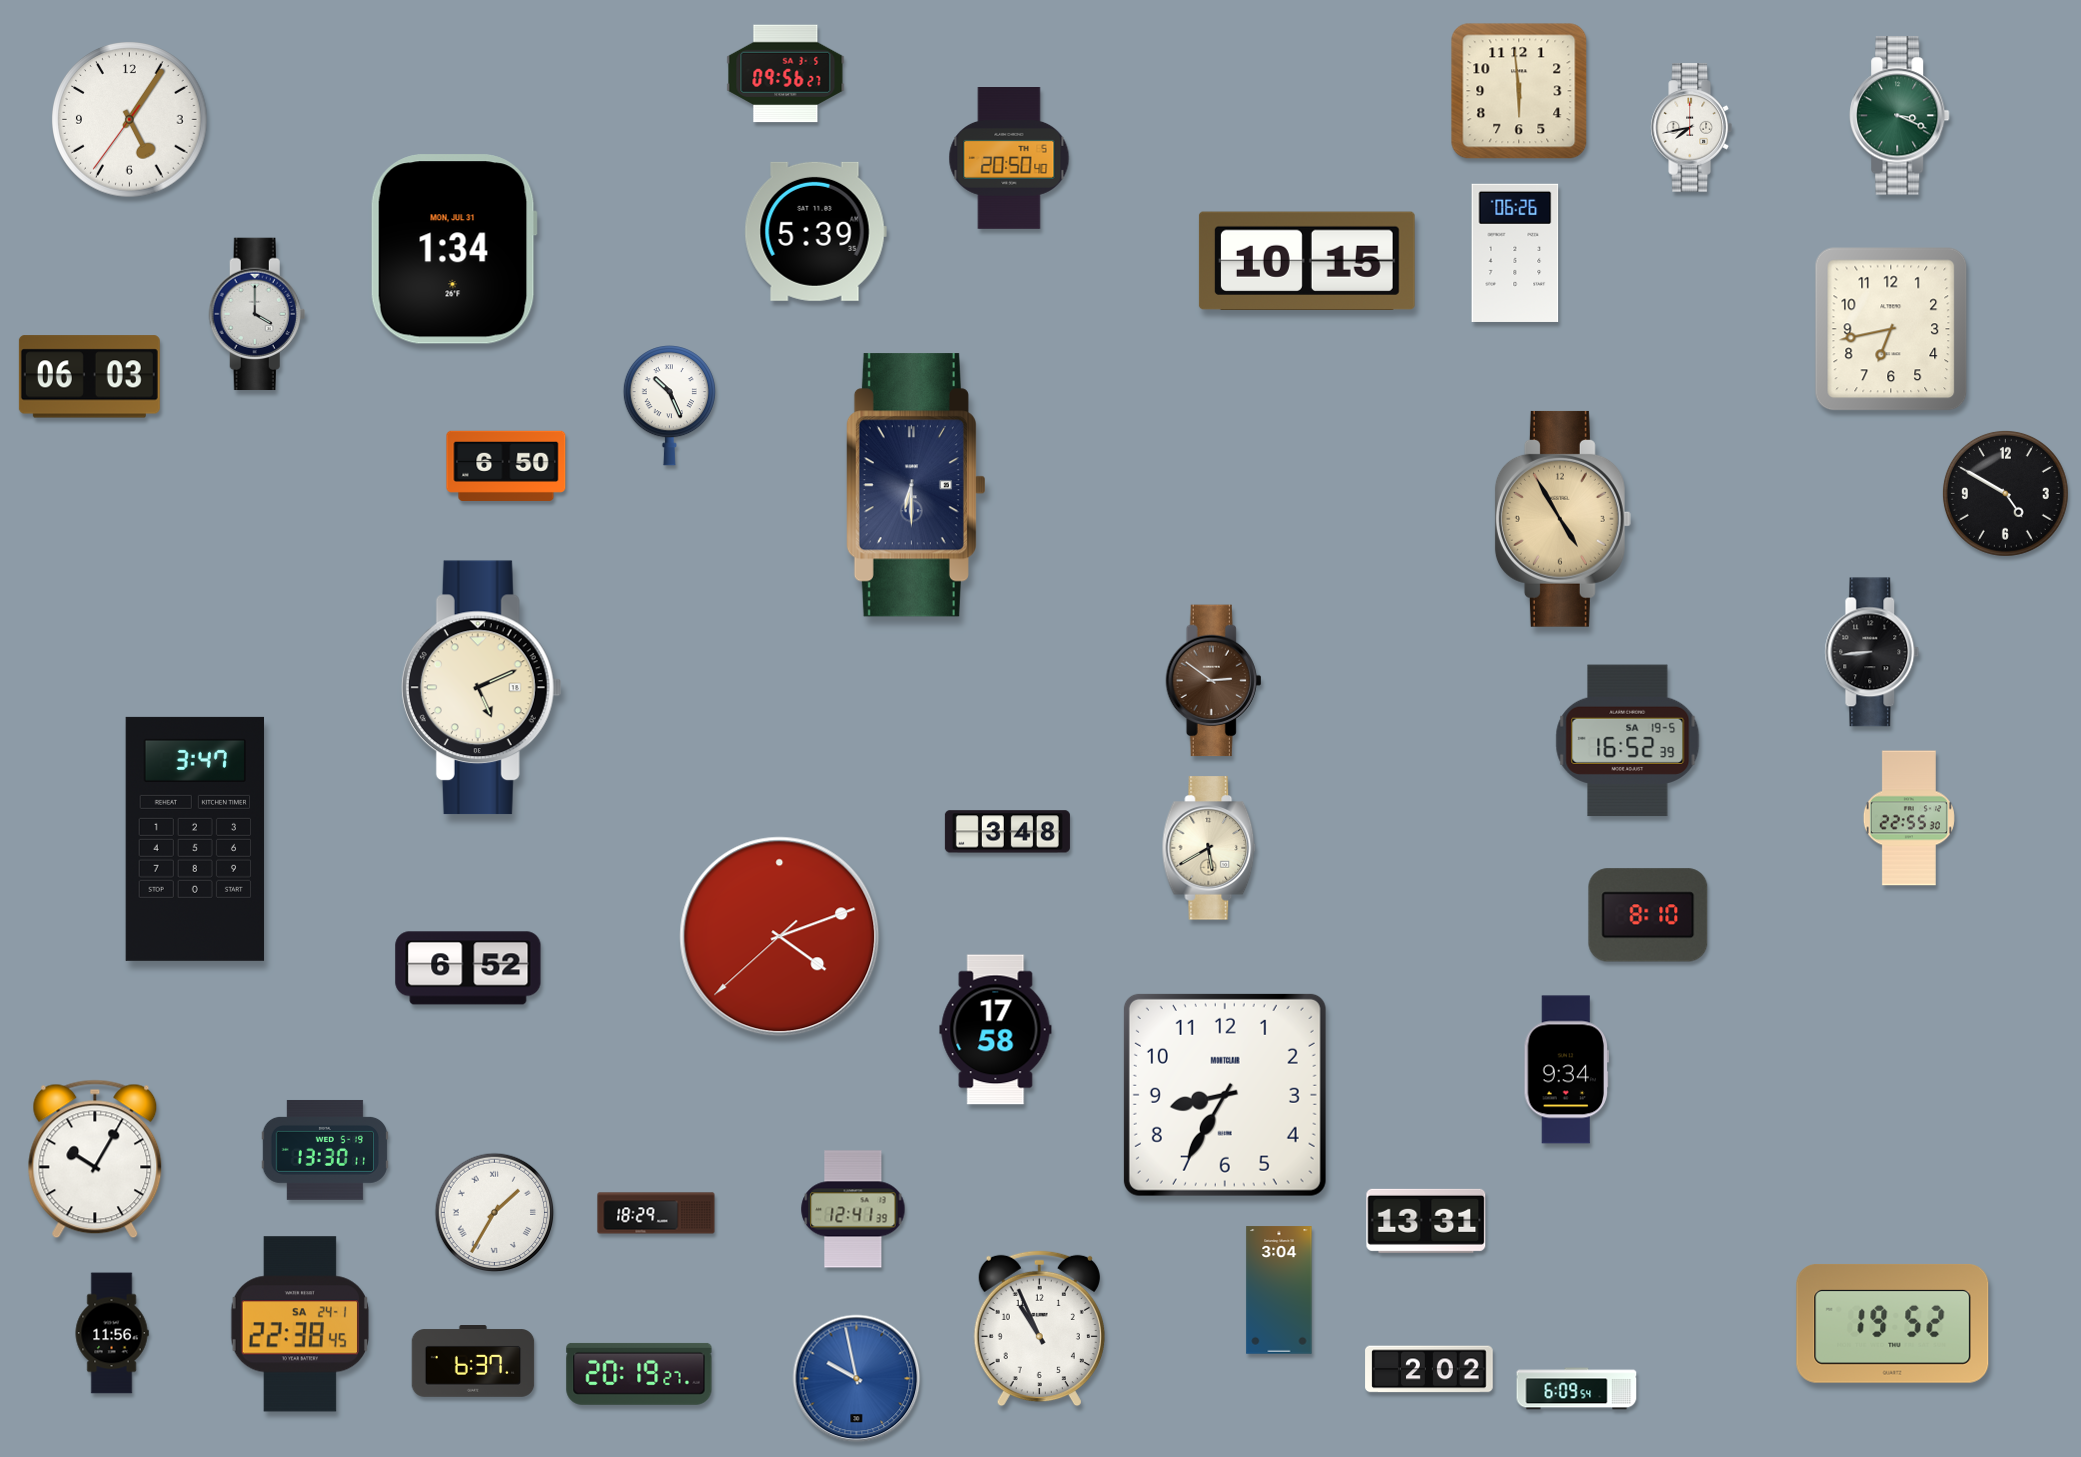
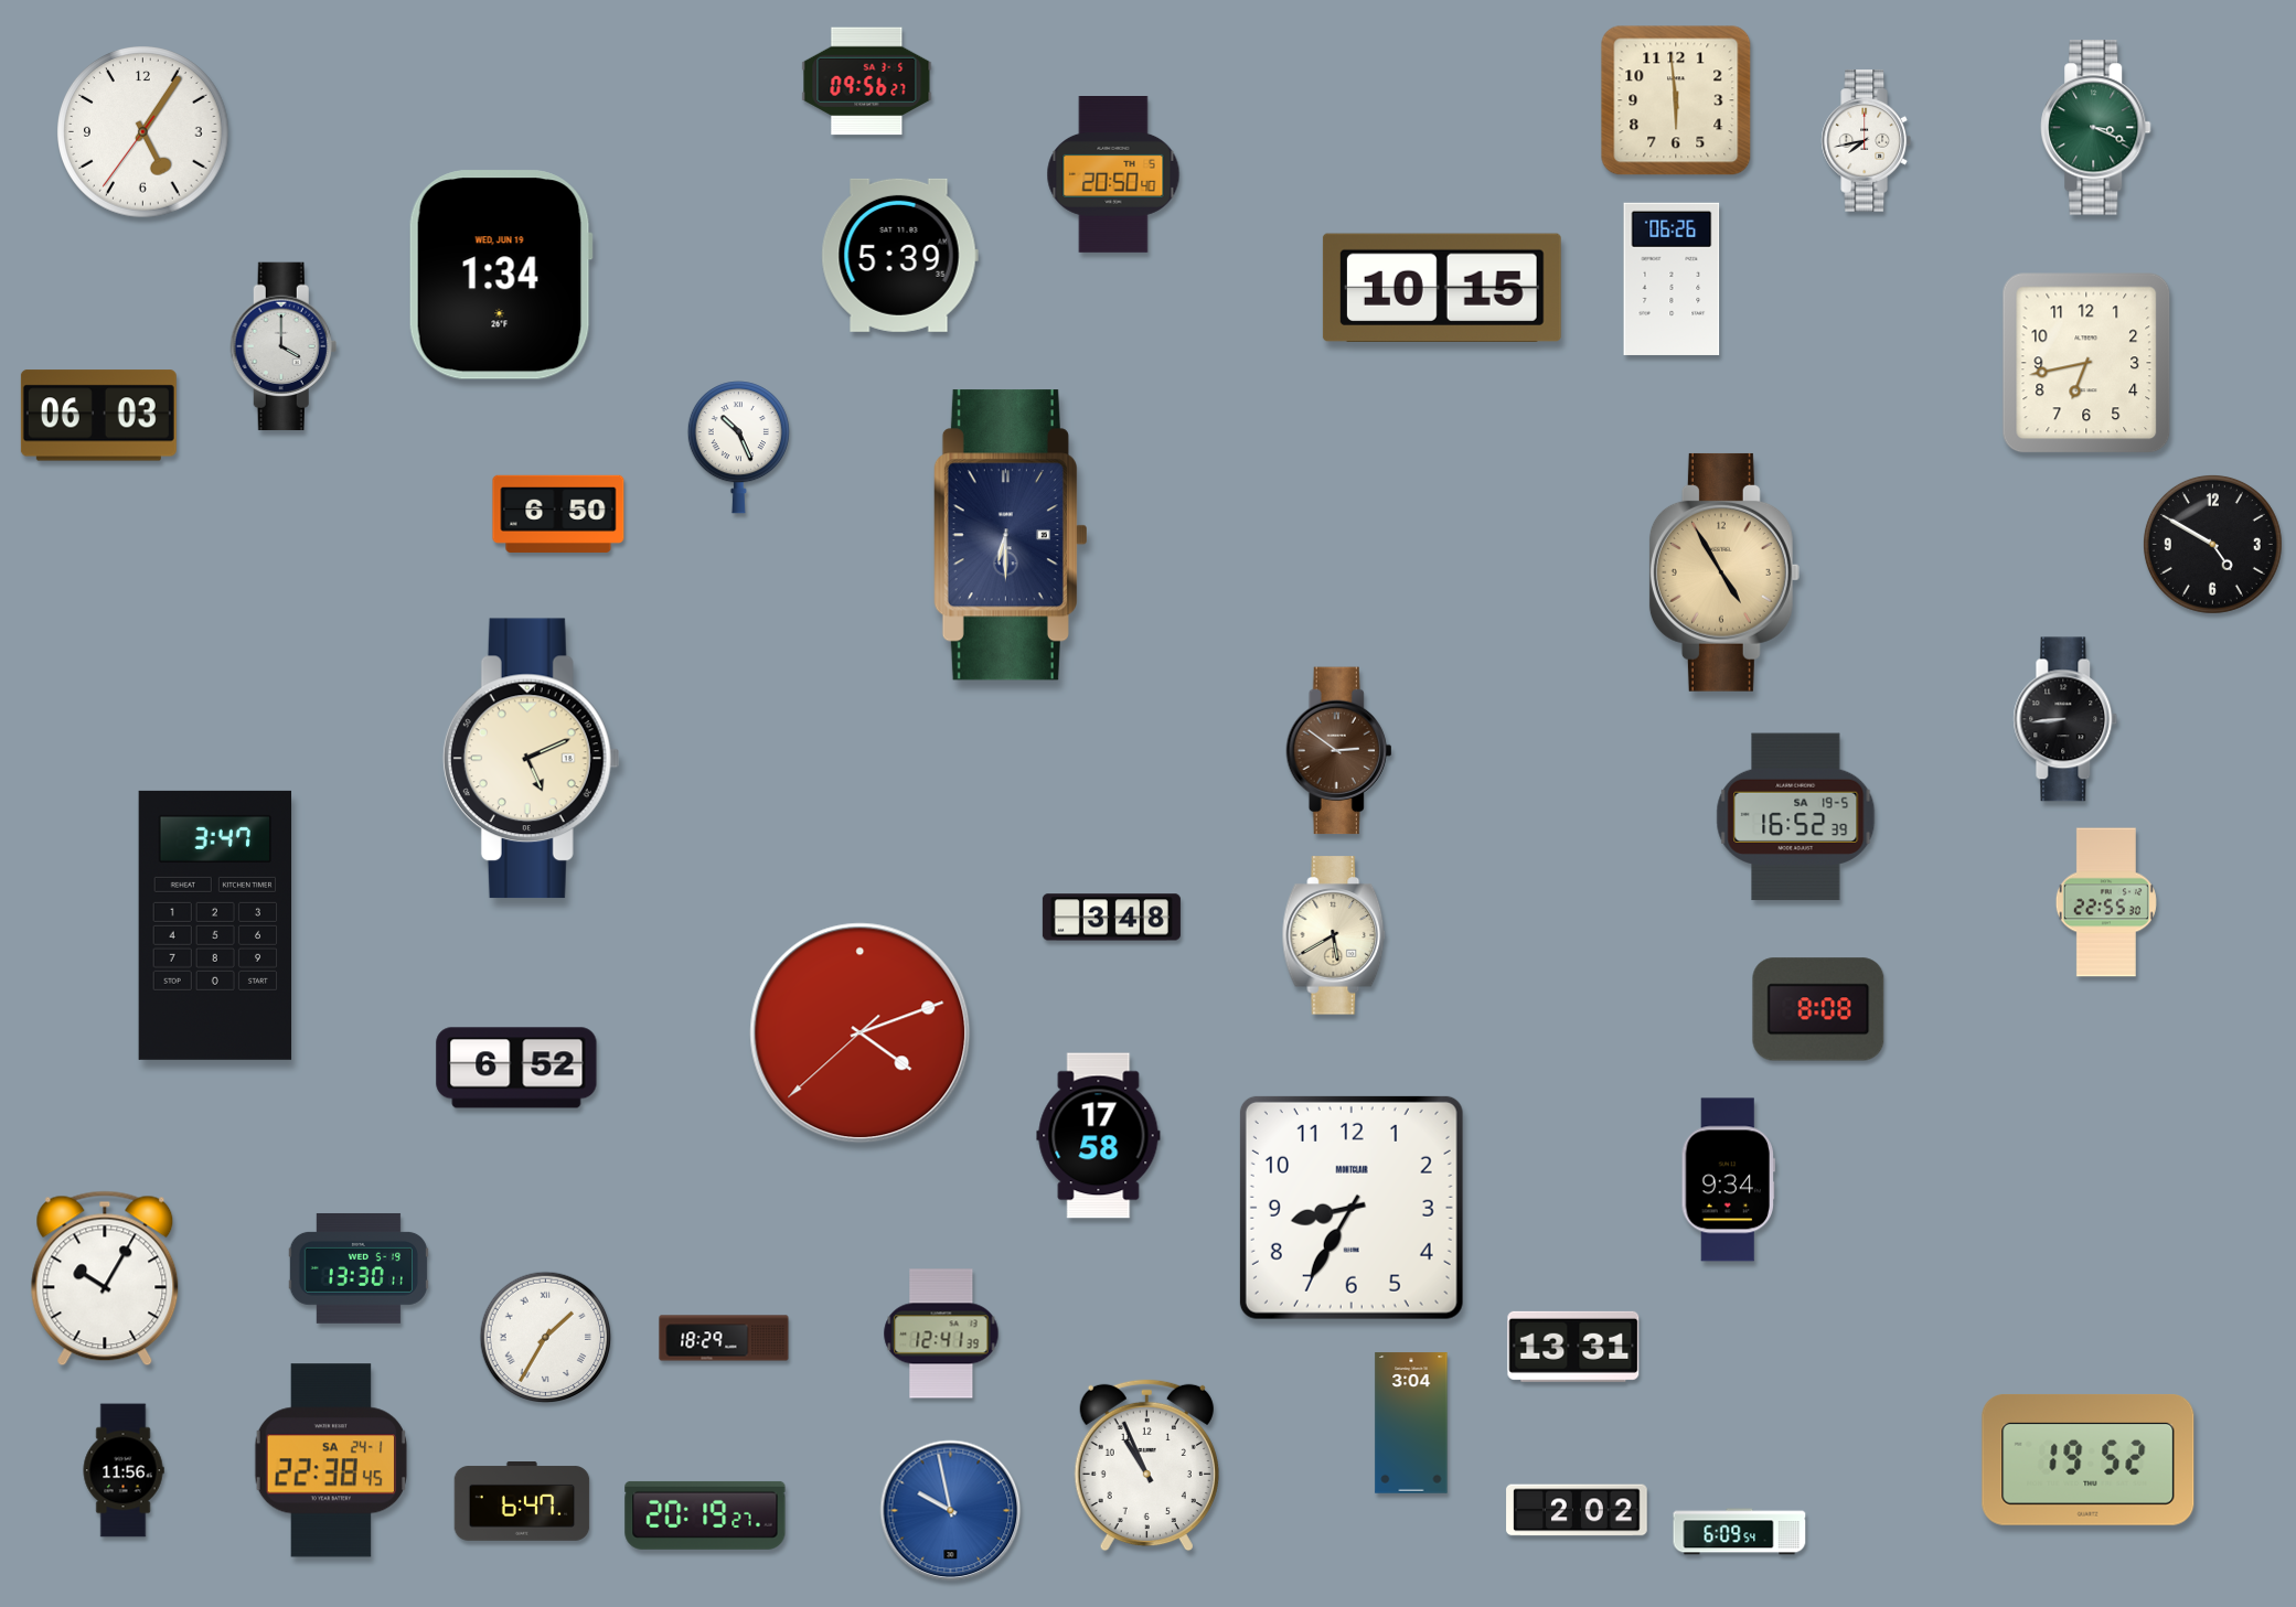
clock at (454, 249) date: MON, JUL 31 -> WED, JUN 19
clock at (1648, 915): 8:10 -> 8:08
clock at (473, 1362): 6:37 -> 6:47
clock at (857, 1379) position: (857, 1379) -> (951, 1511)
